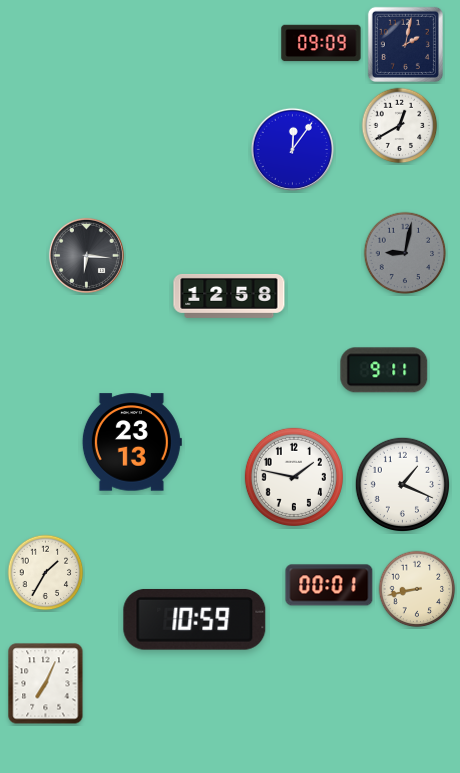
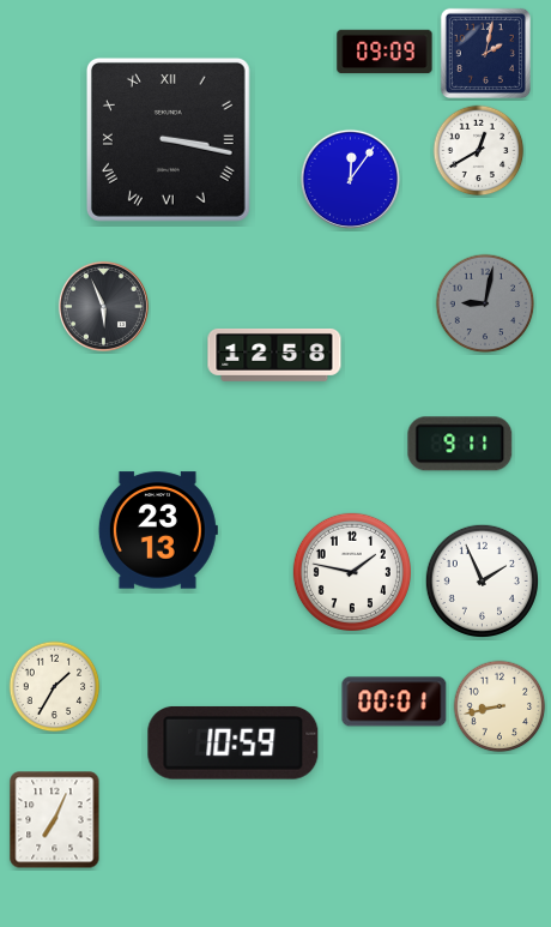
clock at (168, 139): none -> 3:17
clock at (86, 255): 6:16 -> 5:56
clock at (402, 484): 1:19 -> 1:56
